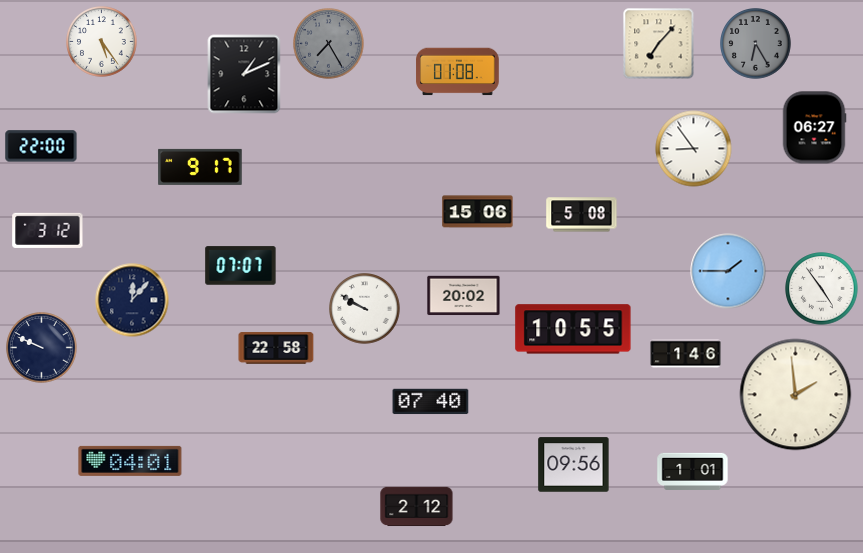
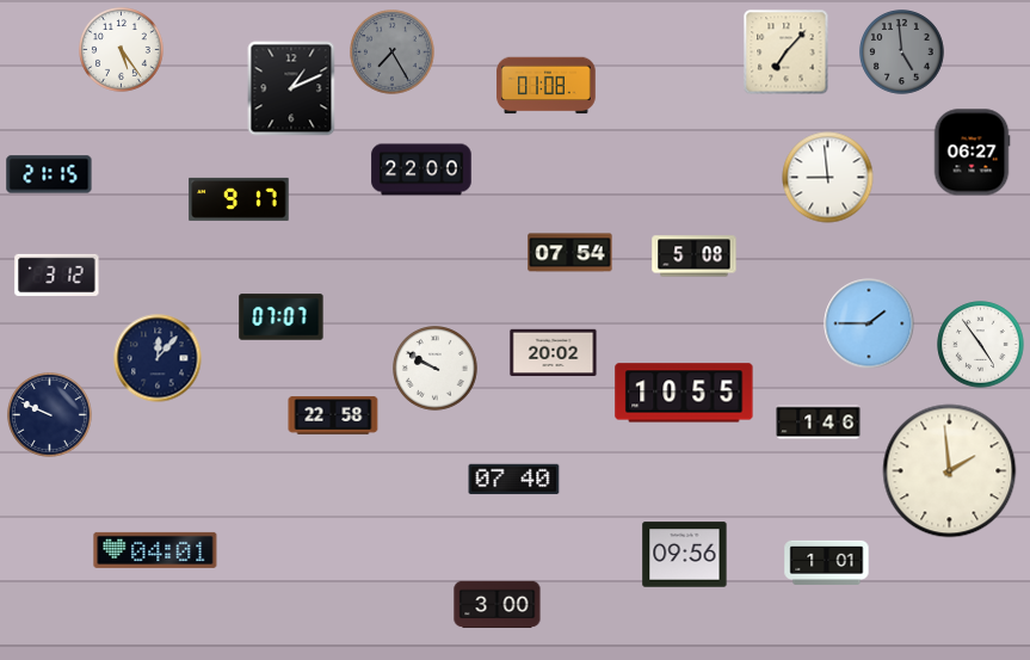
clock at (756, 44): 6:25 -> 4:59
clock at (421, 169): none -> 22:00
clock at (41, 146): 22:00 -> 21:15
clock at (694, 149): 8:54 -> 8:59
clock at (478, 212): 15:06 -> 07:54
clock at (241, 266) position: (241, 266) -> (282, 317)
clock at (276, 348) position: (276, 348) -> (333, 415)
clock at (417, 507): 2:12 -> 3:00
